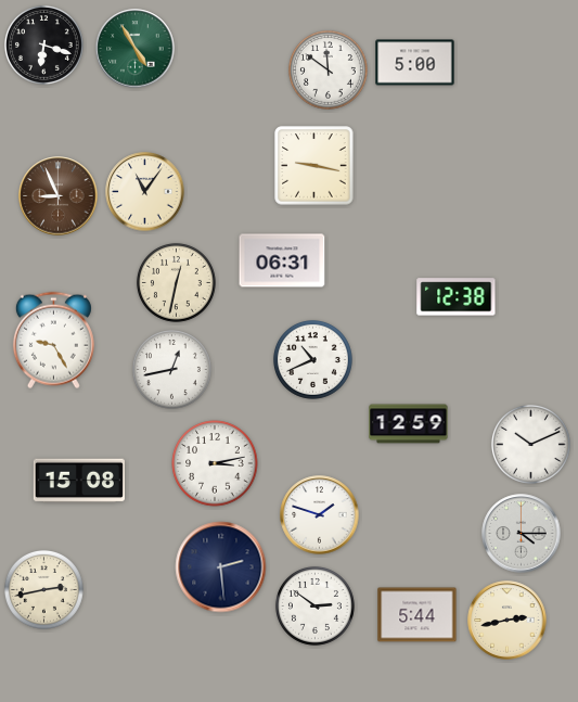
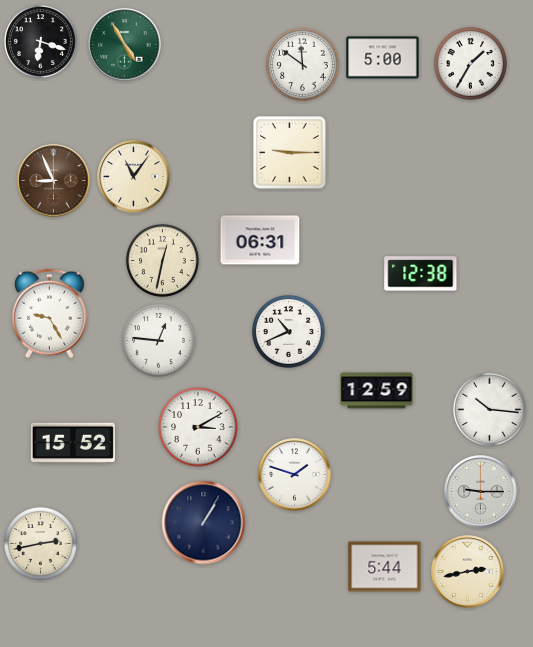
clock at (470, 63): none -> 1:35
clock at (314, 166): 9:17 -> 9:15
clock at (171, 369): 12:43 -> 12:46
clock at (530, 444): 10:11 -> 10:16
clock at (215, 463): 3:13 -> 3:10
clock at (79, 481): 15:08 -> 15:52
clock at (522, 534): 4:15 -> 9:15
clock at (221, 567): 2:29 -> 1:05
clock at (314, 605): 2:51 -> none
